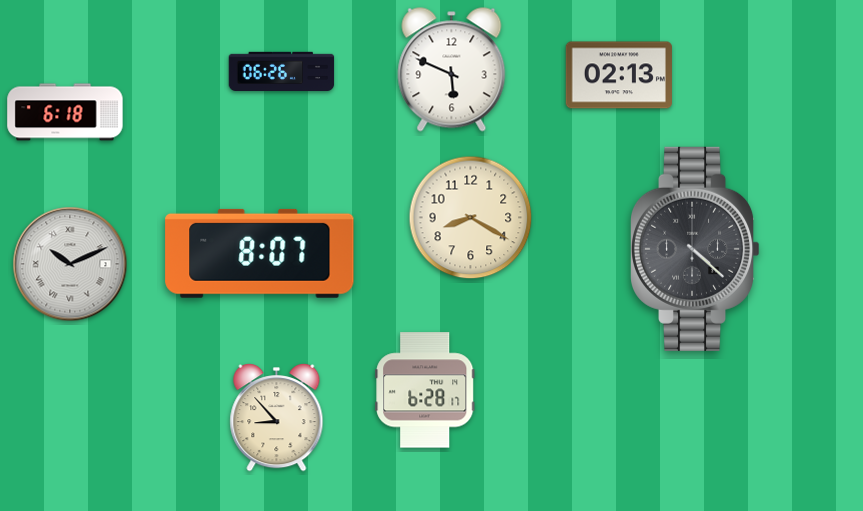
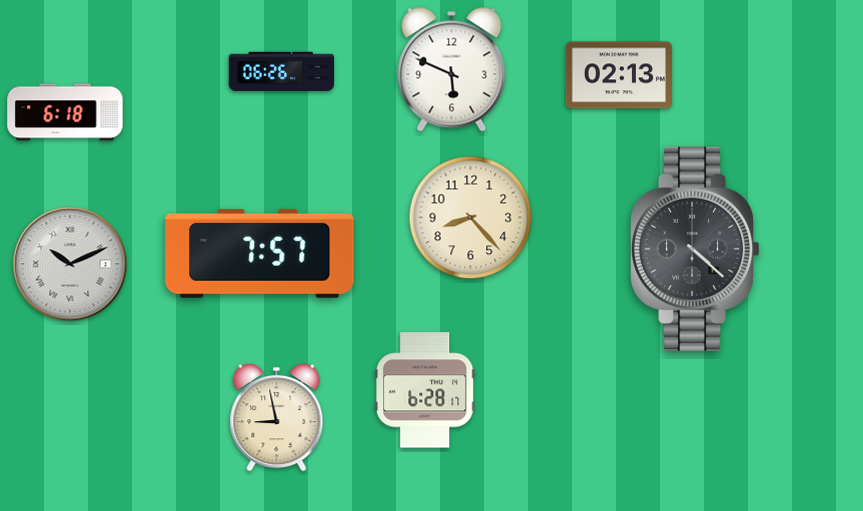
clock at (471, 218): 8:20 -> 8:23
clock at (260, 253): 8:07 -> 7:57
clock at (277, 418): 8:53 -> 8:58
